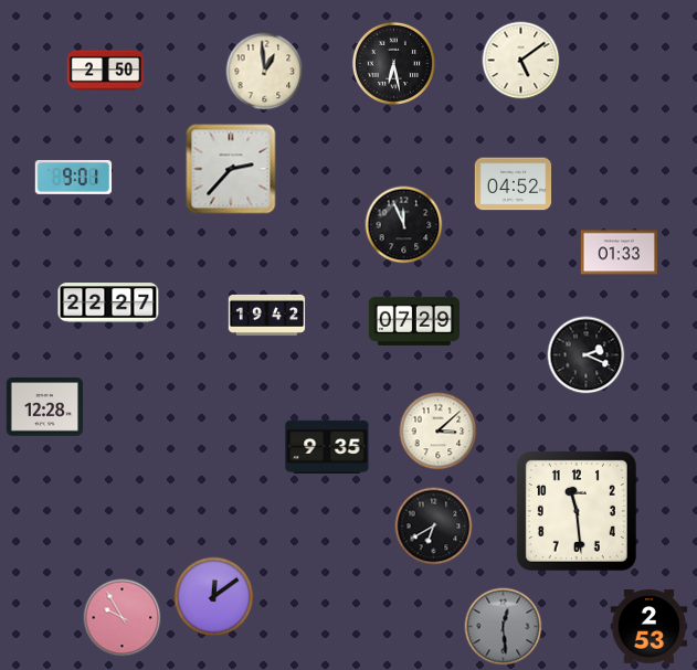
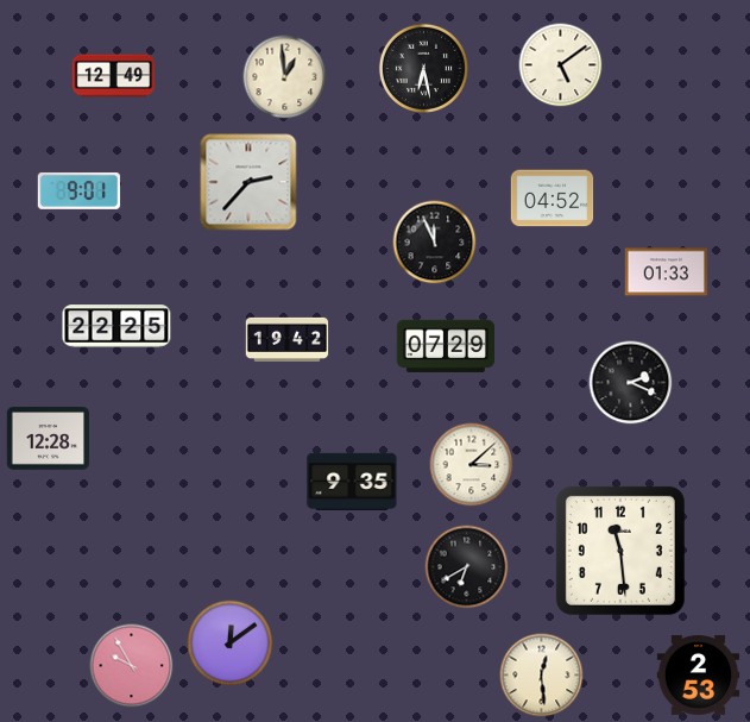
clock at (106, 71): 2:50 -> 12:49
clock at (108, 302): 22:27 -> 22:25
clock at (504, 627) dial: grey -> cream
